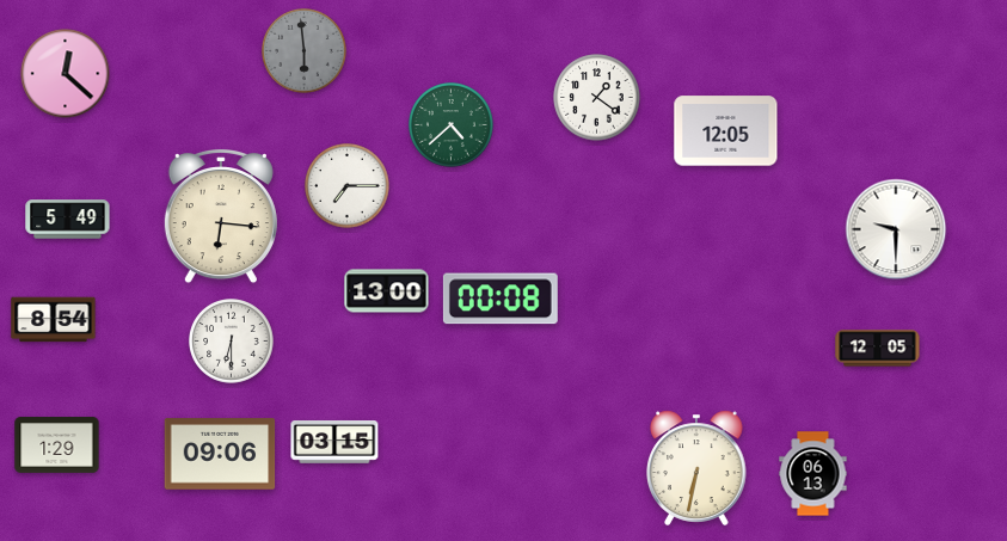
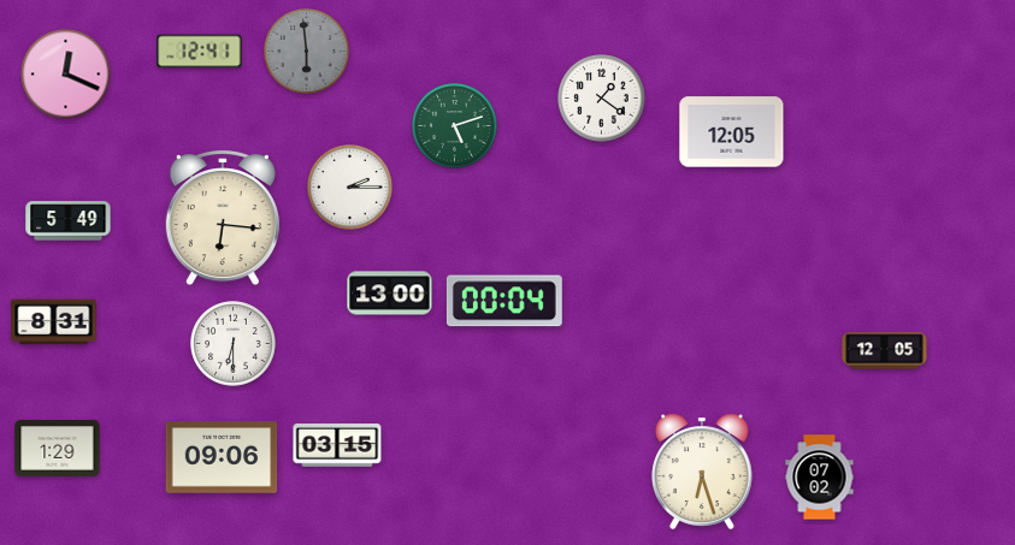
clock at (200, 52): none -> 12:41
clock at (66, 74): 12:22 -> 12:19
clock at (452, 125): 4:38 -> 5:12
clock at (348, 186): 7:15 -> 2:15
clock at (896, 229): 9:30 -> none
clock at (501, 299): 00:08 -> 00:04
clock at (54, 320): 8:54 -> 8:31
clock at (696, 468): 6:32 -> 6:27
clock at (813, 474): 06:13 -> 07:02
